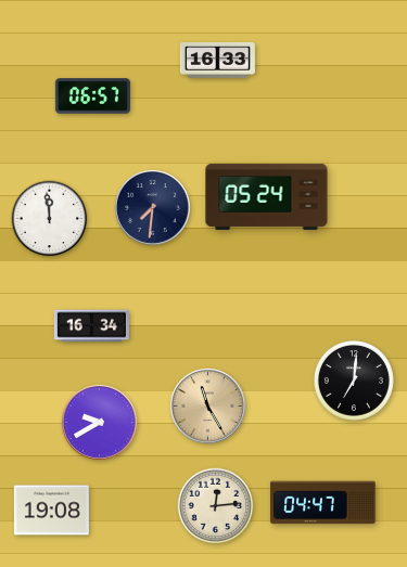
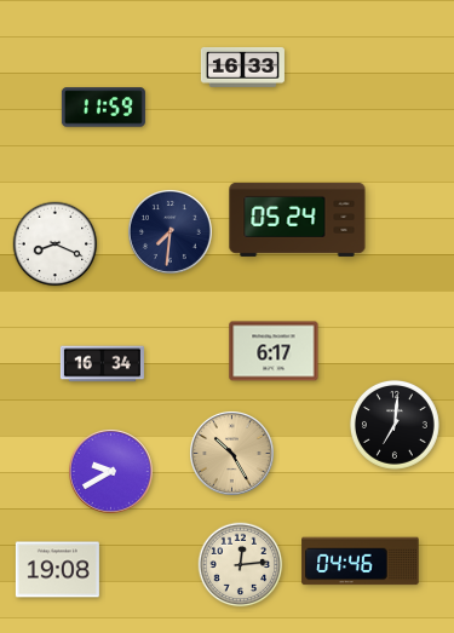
clock at (92, 96): 06:57 -> 11:59
clock at (50, 219): 11:59 -> 8:19
clock at (274, 351): none -> 6:17
clock at (208, 407): 11:25 -> 10:25
clock at (323, 503): 04:47 -> 04:46
